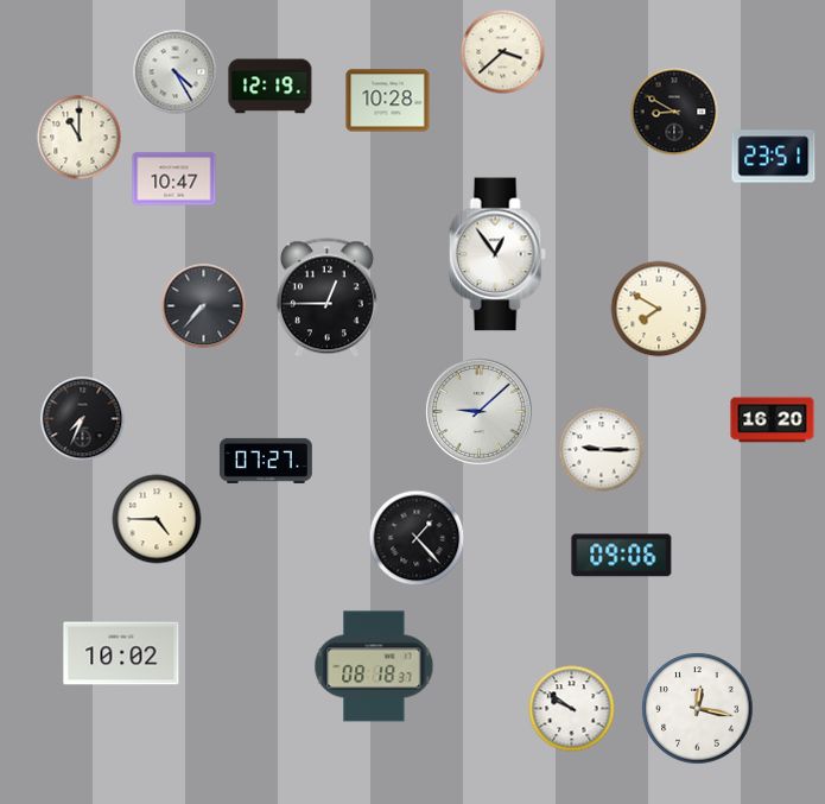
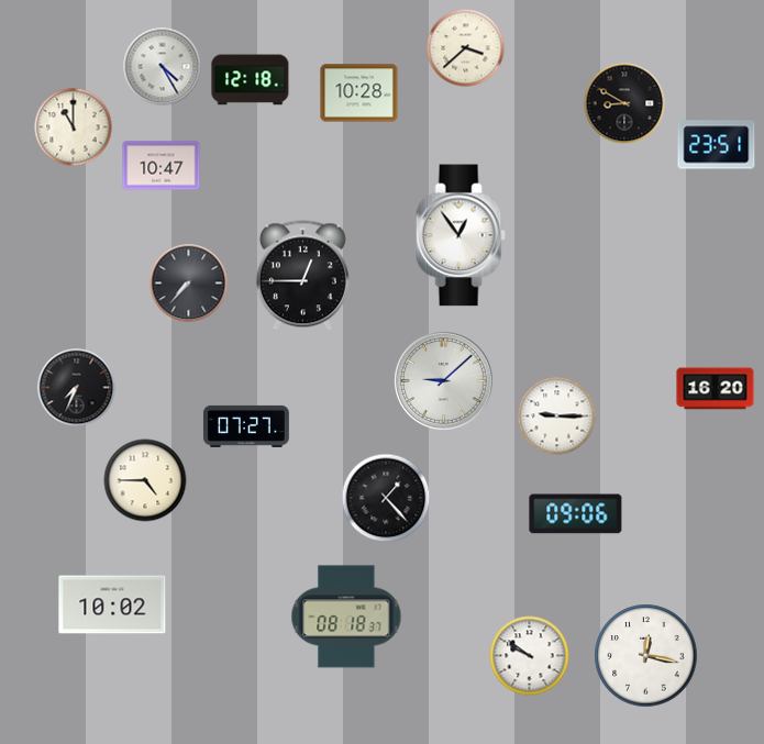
clock at (271, 87): 12:19 -> 12:18
clock at (659, 309): 7:50 -> none
